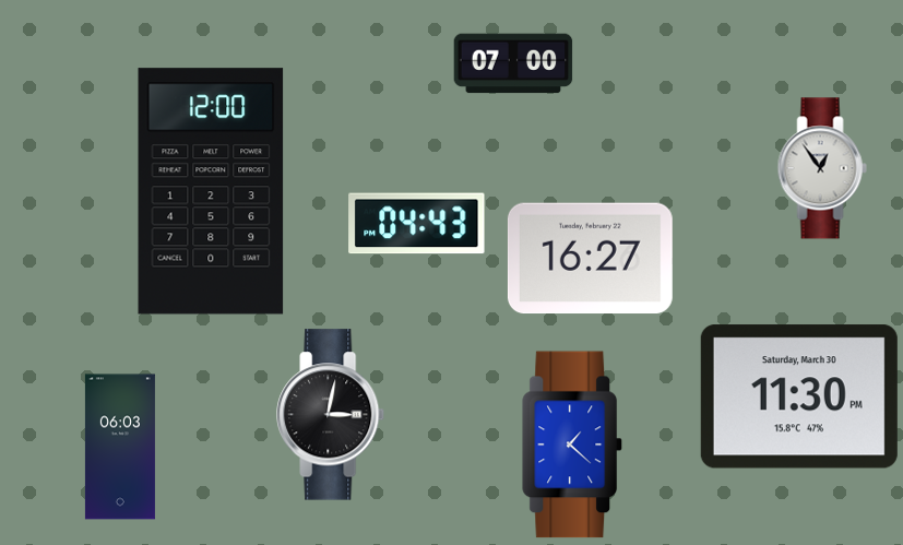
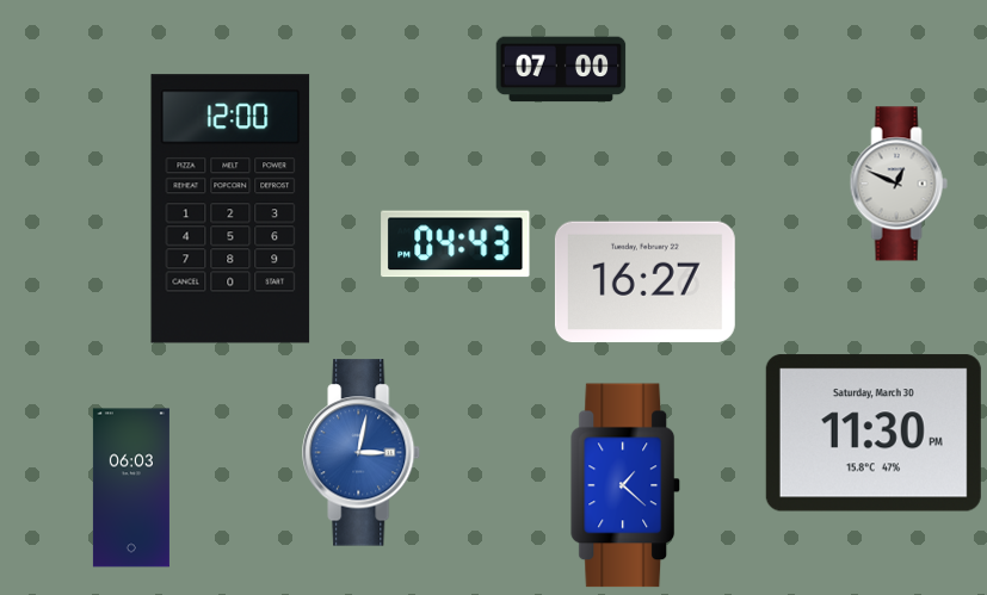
clock at (822, 168): 12:54 -> 12:49
clock at (331, 415) dial: black -> blue
